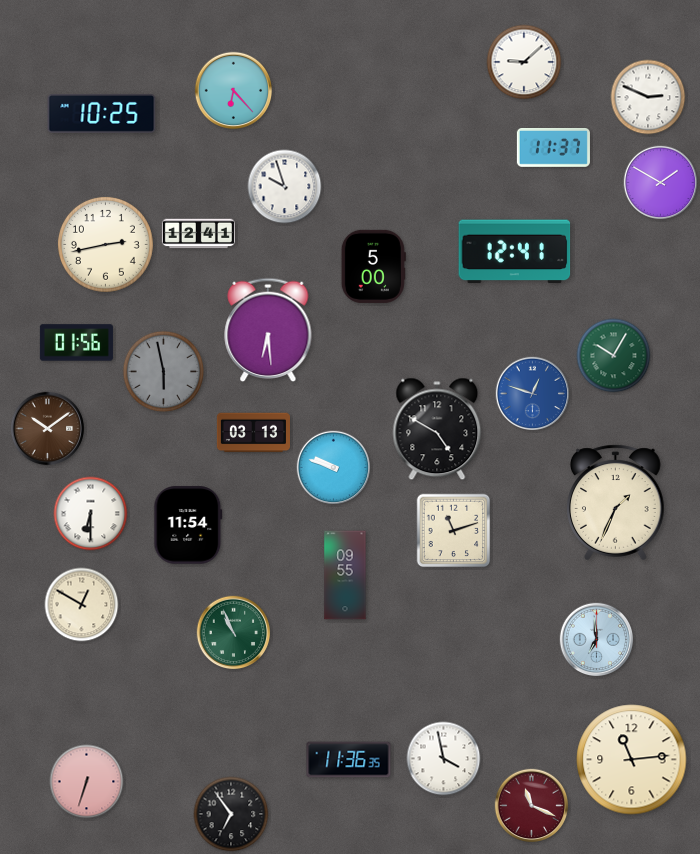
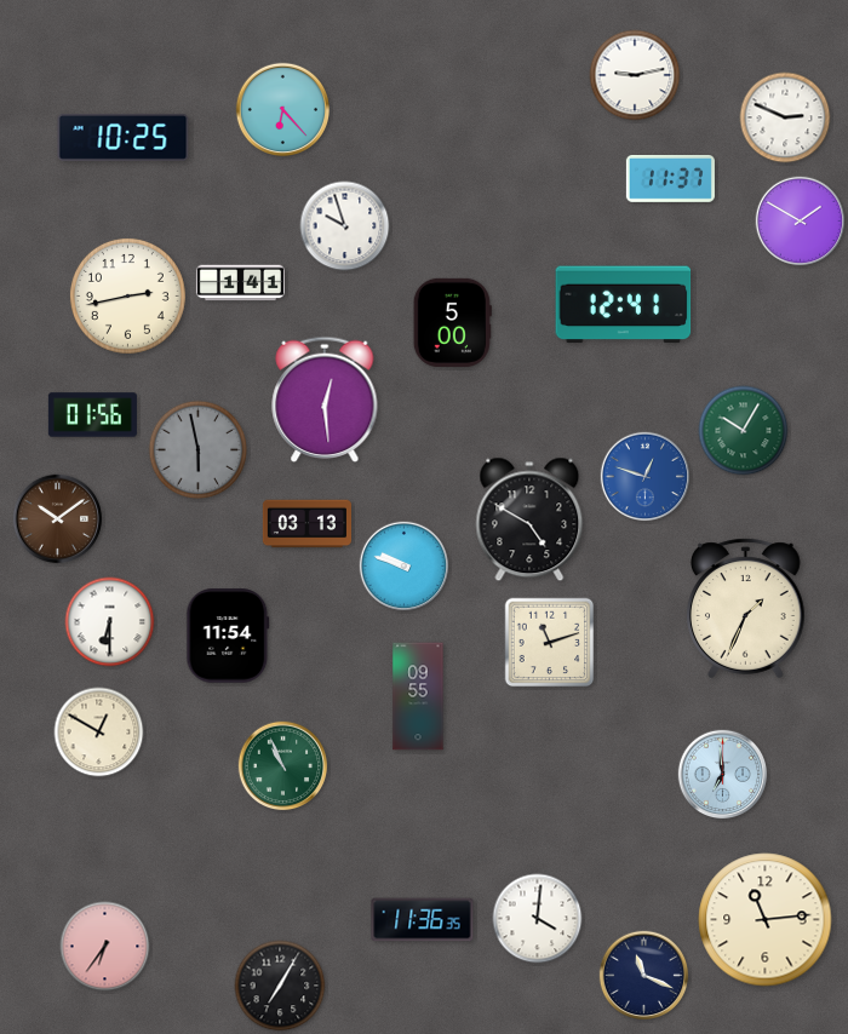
clock at (524, 62): 9:08 -> 9:13
clock at (198, 234): 12:41 -> 1:41
clock at (268, 329): 6:29 -> 12:29
clock at (444, 759): 3:58 -> 4:01
clock at (87, 782): 6:33 -> 6:36
clock at (532, 806) dial: burgundy -> navy
clock at (231, 814): 6:54 -> 7:05
